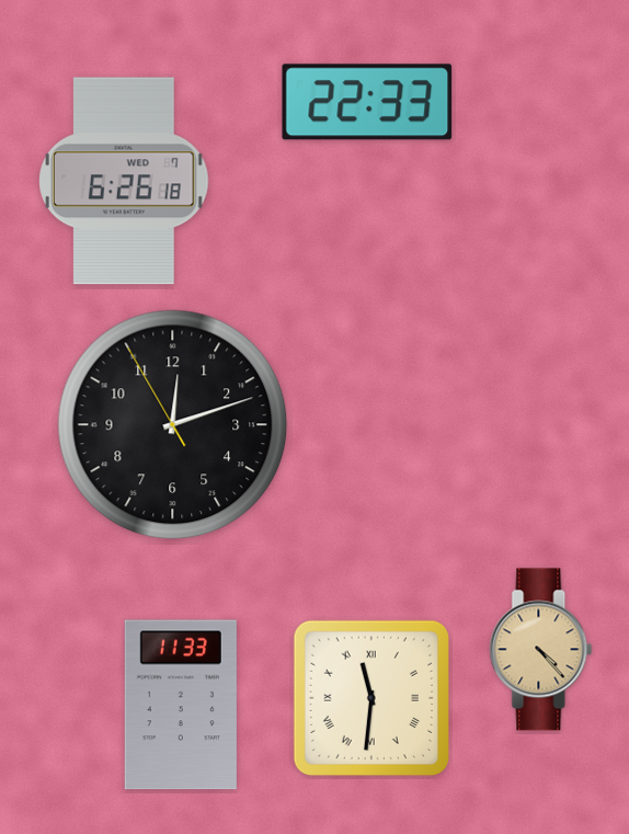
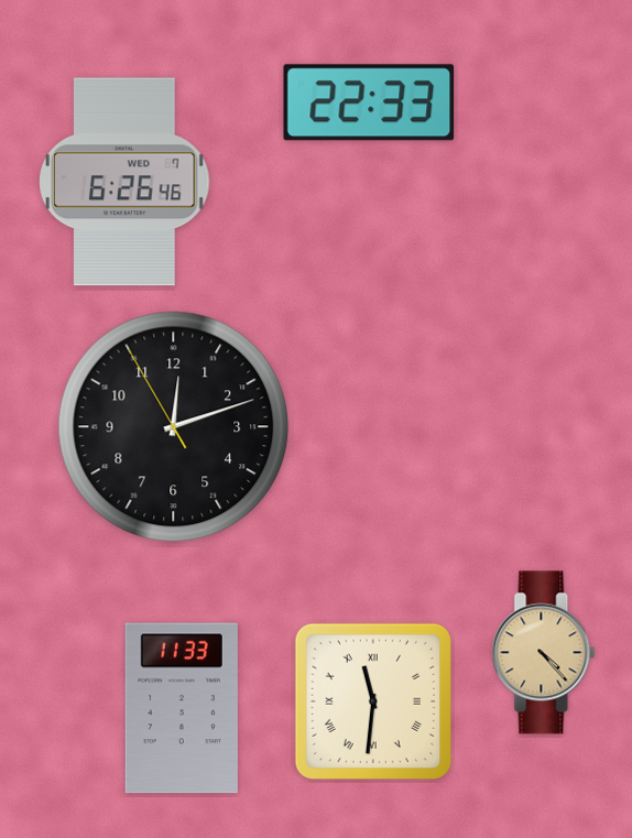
clock at (124, 181): 6:26:18 -> 6:26:46
